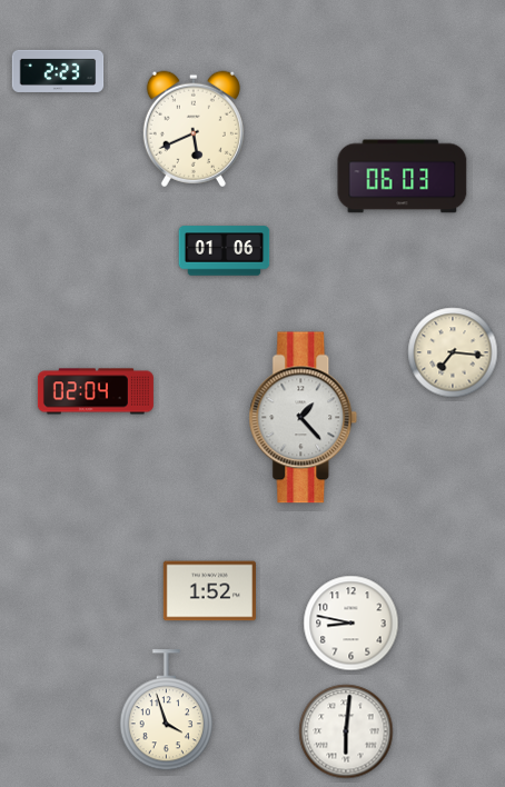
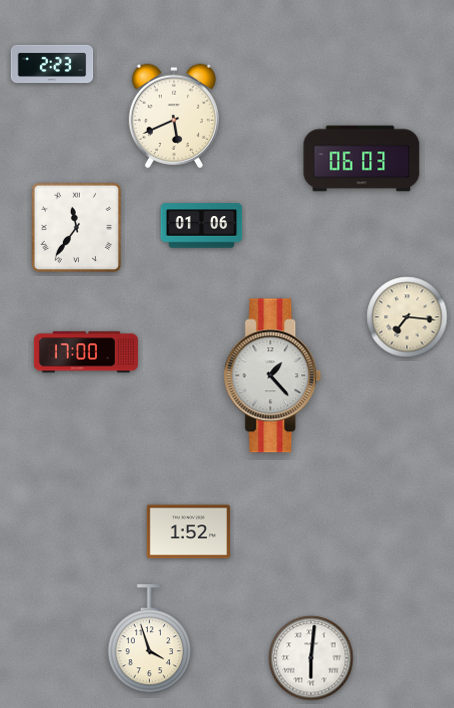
clock at (77, 228): none -> 11:36
clock at (96, 391): 02:04 -> 17:00
clock at (351, 624): 8:47 -> none
